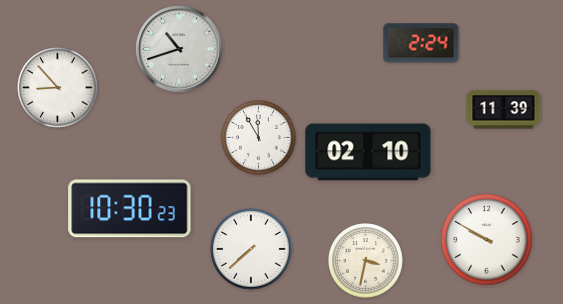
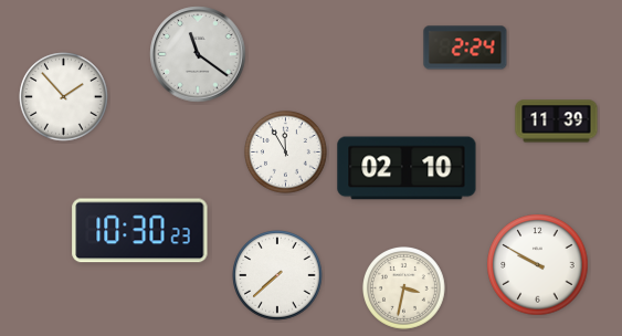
clock at (179, 49): 10:42 -> 11:21
clock at (58, 88): 8:53 -> 1:53
clock at (130, 209) position: (130, 209) -> (140, 231)
